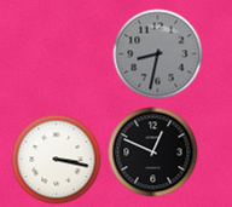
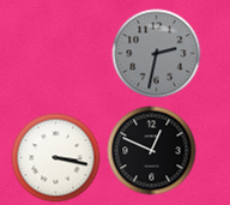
clock at (158, 54): 8:32 -> 2:32
